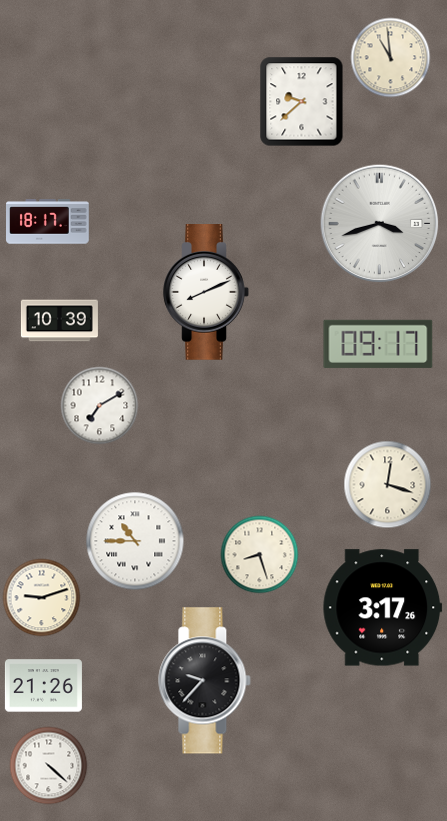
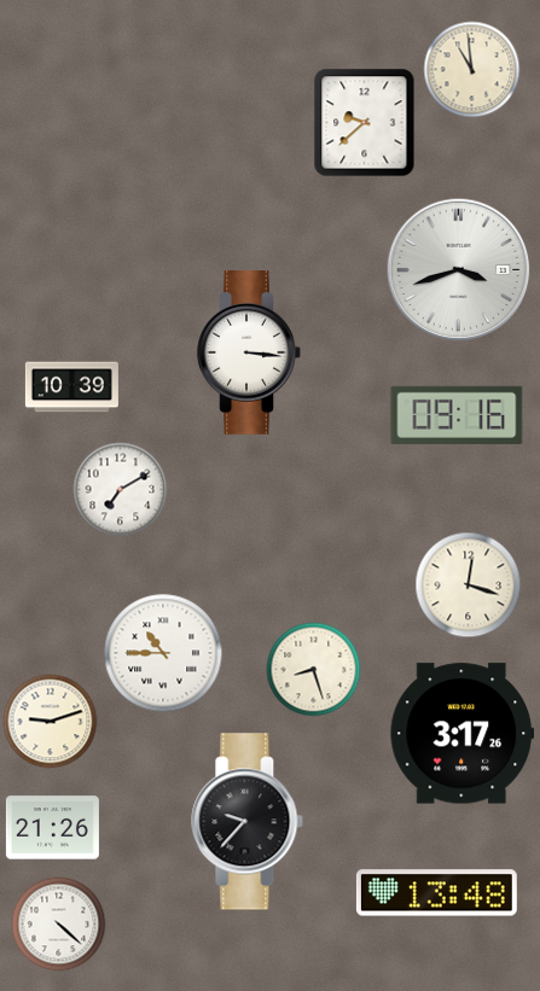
clock at (48, 222): 18:17 -> none
clock at (206, 293): 8:11 -> 3:16
clock at (378, 344): 09:17 -> 09:16
clock at (436, 893): none -> 13:48
